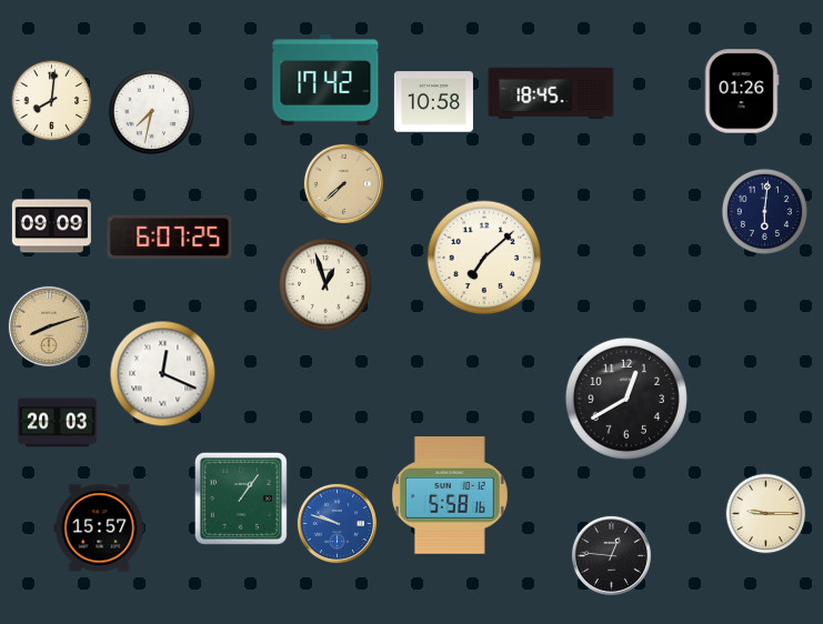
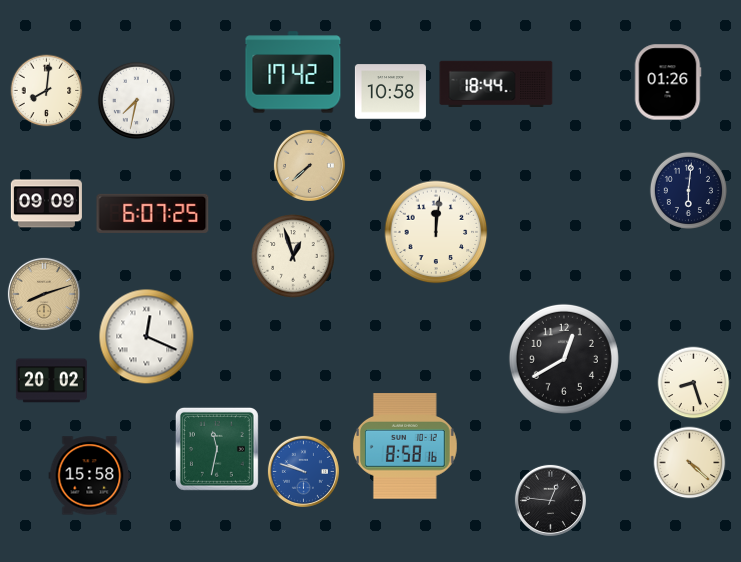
clock at (551, 92): 18:45 -> 18:44
clock at (484, 258): 7:08 -> 12:01
clock at (57, 423): 20:03 -> 20:02
clock at (694, 383): none -> 8:27
clock at (450, 495): 5:58 -> 8:58
clock at (241, 499): 1:06 -> 11:32
clock at (766, 514): 9:15 -> 4:22
clock at (100, 529): 15:57 -> 15:58
